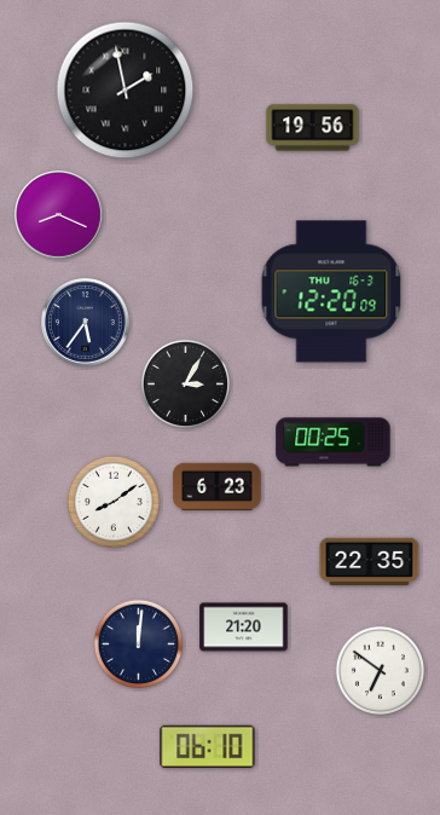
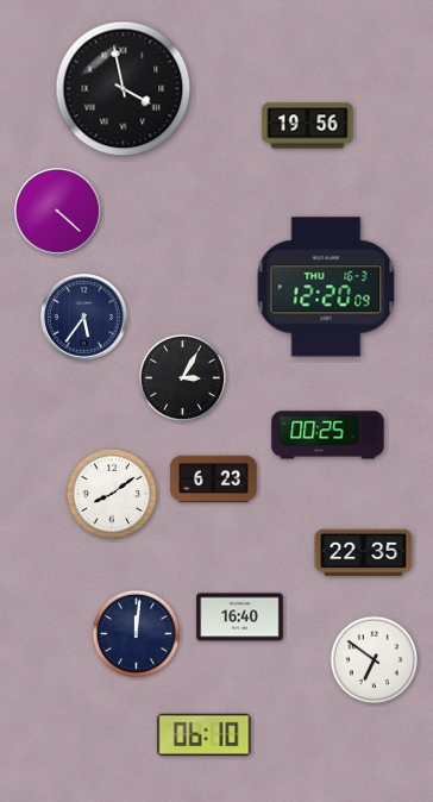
clock at (126, 91): 1:58 -> 3:58
clock at (59, 215): 8:19 -> 4:22
clock at (244, 628): 21:20 -> 16:40
